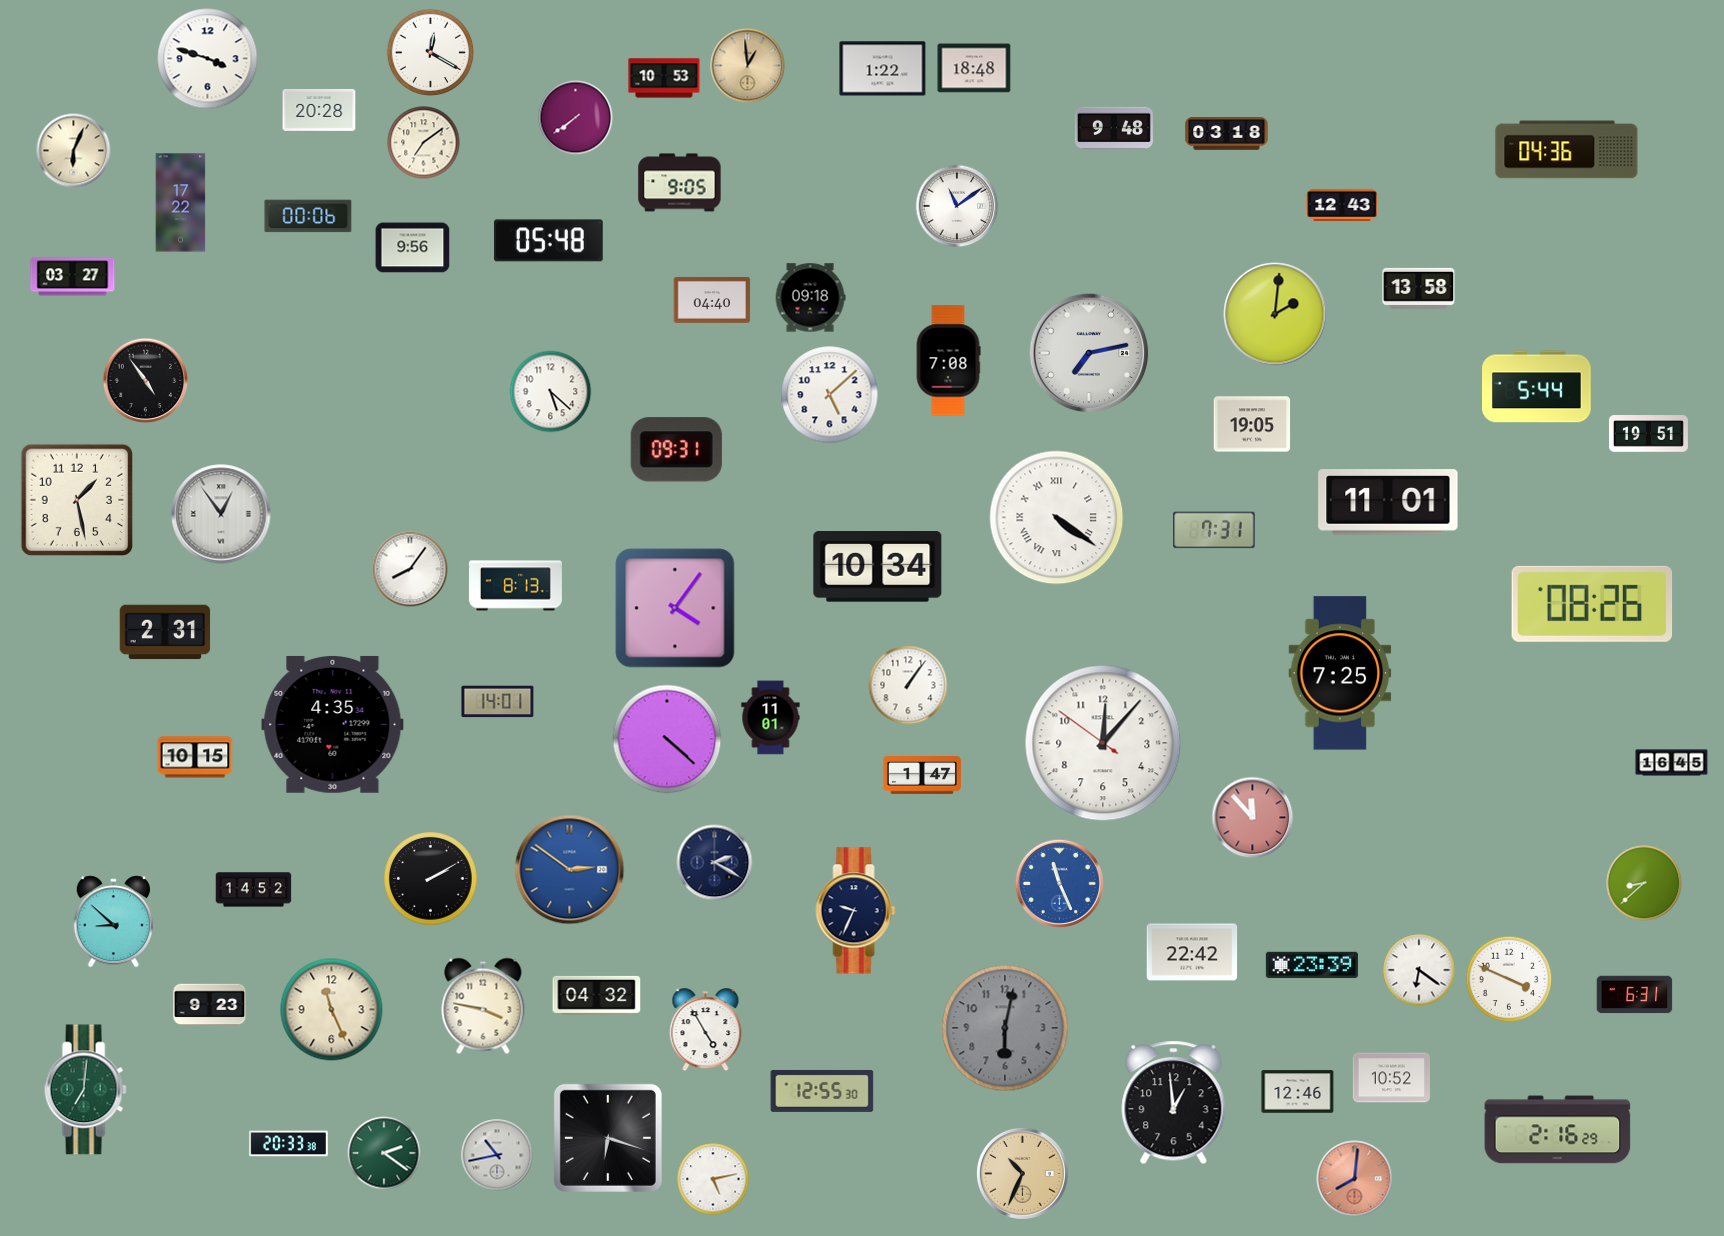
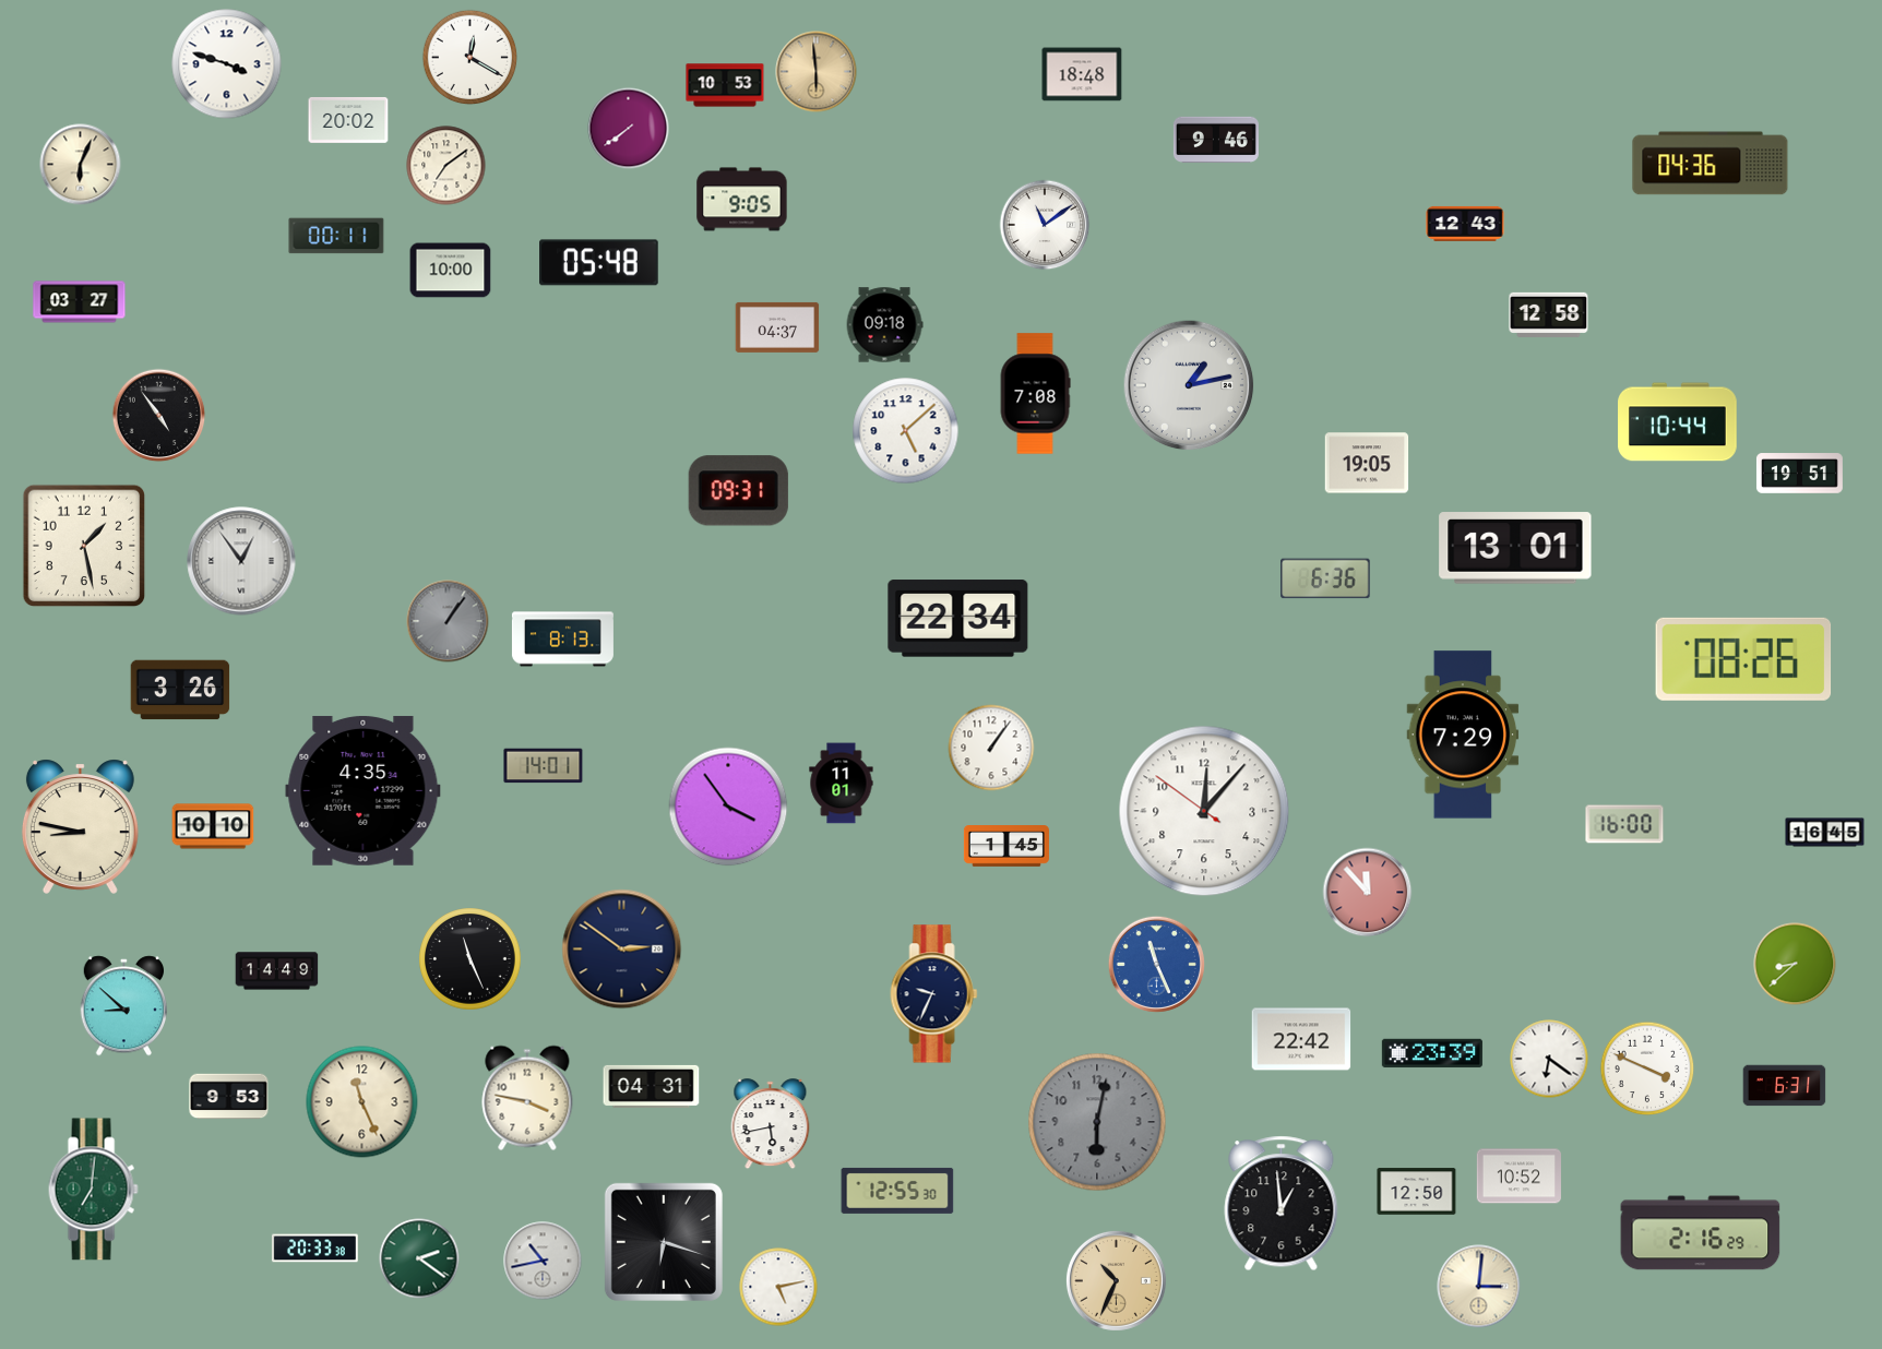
clock at (748, 66): 12:59 -> 5:59
clock at (974, 68) position: (974, 68) -> (1082, 74)
clock at (883, 69): 1:22 -> none
clock at (319, 110): 20:28 -> 20:02
clock at (1114, 128): 9:48 -> 9:46
clock at (1227, 134): 03:18 -> none
clock at (424, 143) position: (424, 143) -> (446, 166)
clock at (181, 203): 17:22 -> none
clock at (308, 216): 00:06 -> 00:11
clock at (413, 248): 9:56 -> 10:00
clock at (1419, 288): 13:58 -> 12:58
clock at (712, 300): 04:40 -> 04:37
clock at (1275, 314): 2:01 -> none
clock at (1089, 353): 7:13 -> 1:13
clock at (1537, 387): 5:44 -> 10:44
clock at (551, 392): 5:22 -> none
clock at (1388, 502): 11:01 -> 13:01
clock at (1057, 518): 4:21 -> none
clock at (1214, 530): 7:31 -> 6:36
clock at (878, 567): 10:34 -> 22:34
clock at (410, 569): 8:06 -> 1:06
clock at (410, 569) dial: white -> grey
clock at (1592, 604) position: (1592, 604) -> (1743, 659)
clock at (675, 608): 4:06 -> none
clock at (165, 632): 2:31 -> 3:26
clock at (1340, 673): 7:25 -> 7:29
clock at (667, 739): 4:22 -> 3:54
clock at (1624, 824): none -> 16:00
clock at (80, 826): none -> 8:47
clock at (195, 757): 10:15 -> 10:10
clock at (922, 775): 1:47 -> 1:45
clock at (715, 863): 2:20 -> none
clock at (570, 870) dial: blue -> navy
clock at (431, 879): 2:10 -> 11:26
clock at (254, 890): 14:52 -> 14:49
clock at (597, 995): 04:32 -> 04:31
clock at (210, 1005): 9:23 -> 9:53
clock at (706, 1030): 4:55 -> 5:43
clock at (1298, 1092): 12:46 -> 12:50
clock at (1355, 1179): 8:01 -> 3:01
clock at (1355, 1179) dial: salmon -> cream
